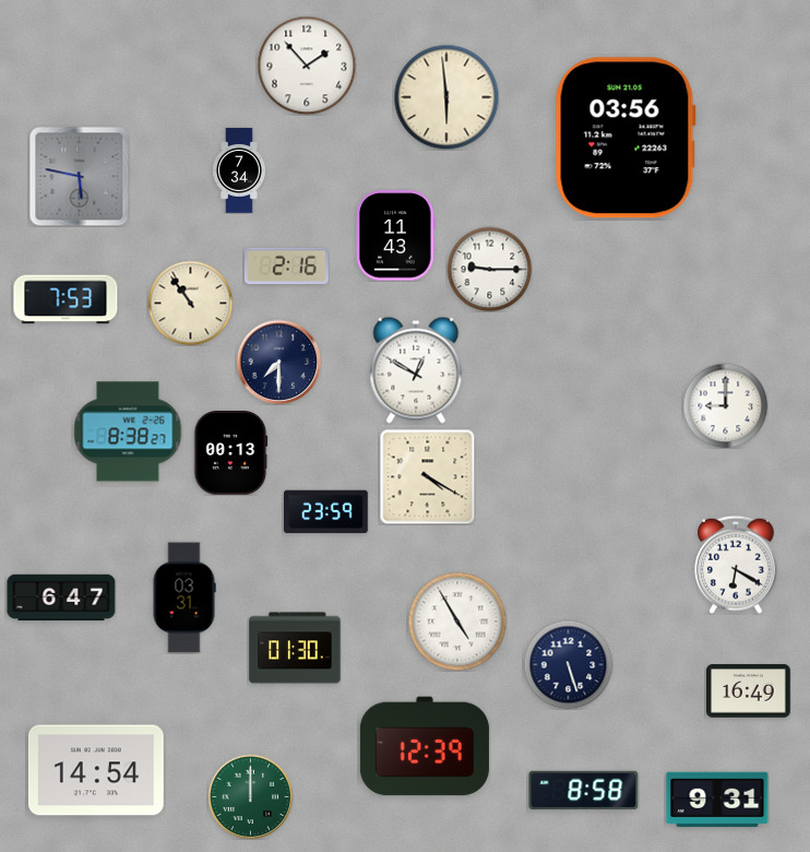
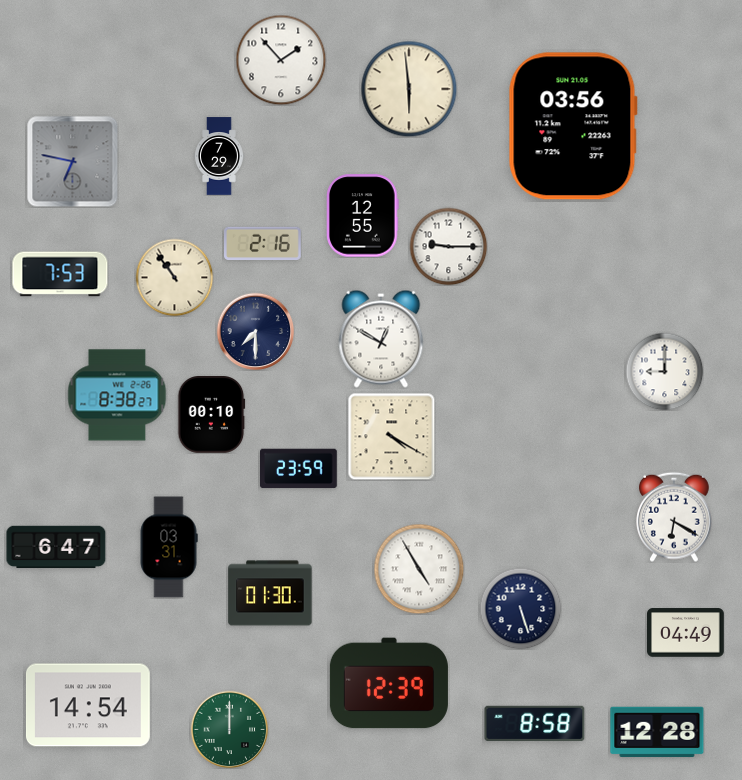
clock at (239, 170): 7:34 -> 7:29
clock at (79, 176): 5:47 -> 6:47
clock at (396, 236): 11:43 -> 12:55
clock at (230, 453): 00:13 -> 00:10
clock at (749, 691): 16:49 -> 04:49
clock at (717, 800): 9:31 -> 12:28
